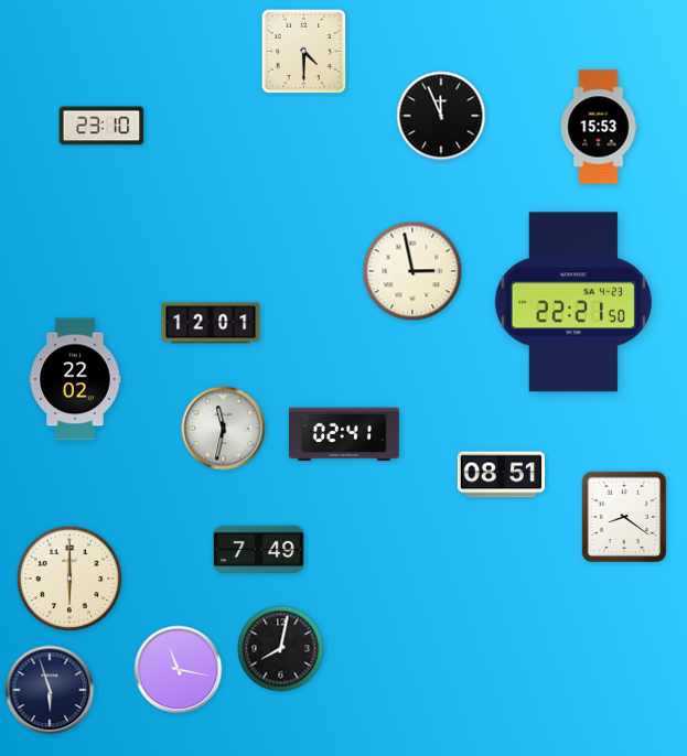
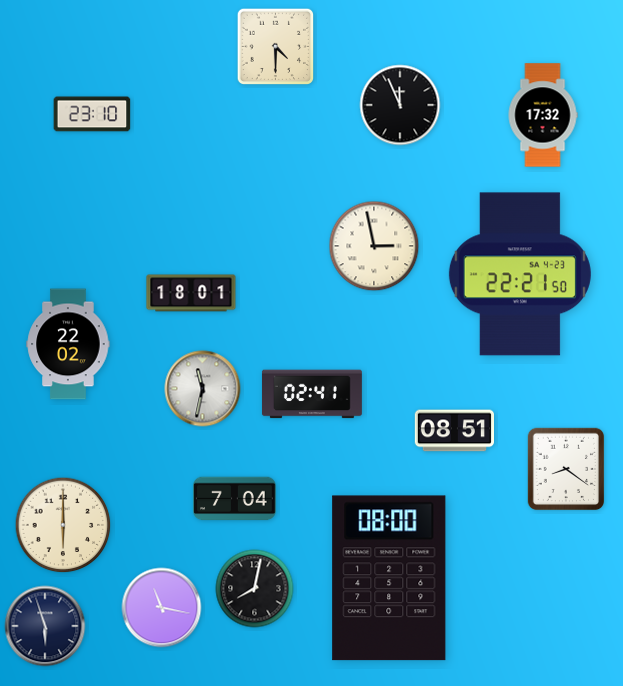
clock at (599, 127): 15:53 -> 17:32
clock at (211, 323): 12:01 -> 18:01
clock at (259, 550): 7:49 -> 7:04
clock at (389, 578): none -> 08:00
